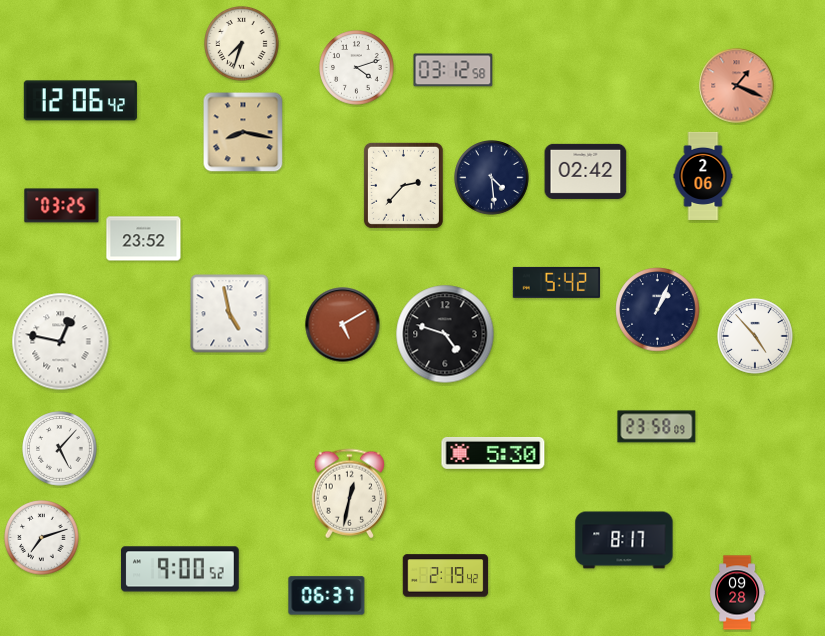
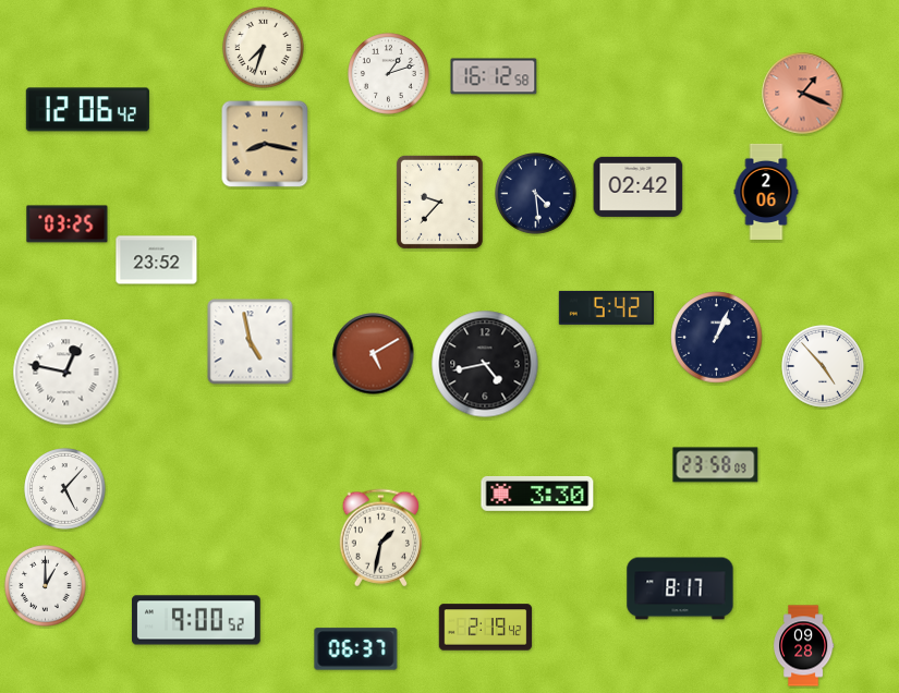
clock at (357, 68): 4:12 -> 1:12
clock at (453, 70): 03:12 -> 16:12
clock at (403, 185): 2:37 -> 9:37
clock at (445, 334): 4:48 -> 4:43
clock at (493, 453): 5:30 -> 3:30
clock at (349, 494): 12:32 -> 1:32
clock at (42, 538): 7:12 -> 1:00
